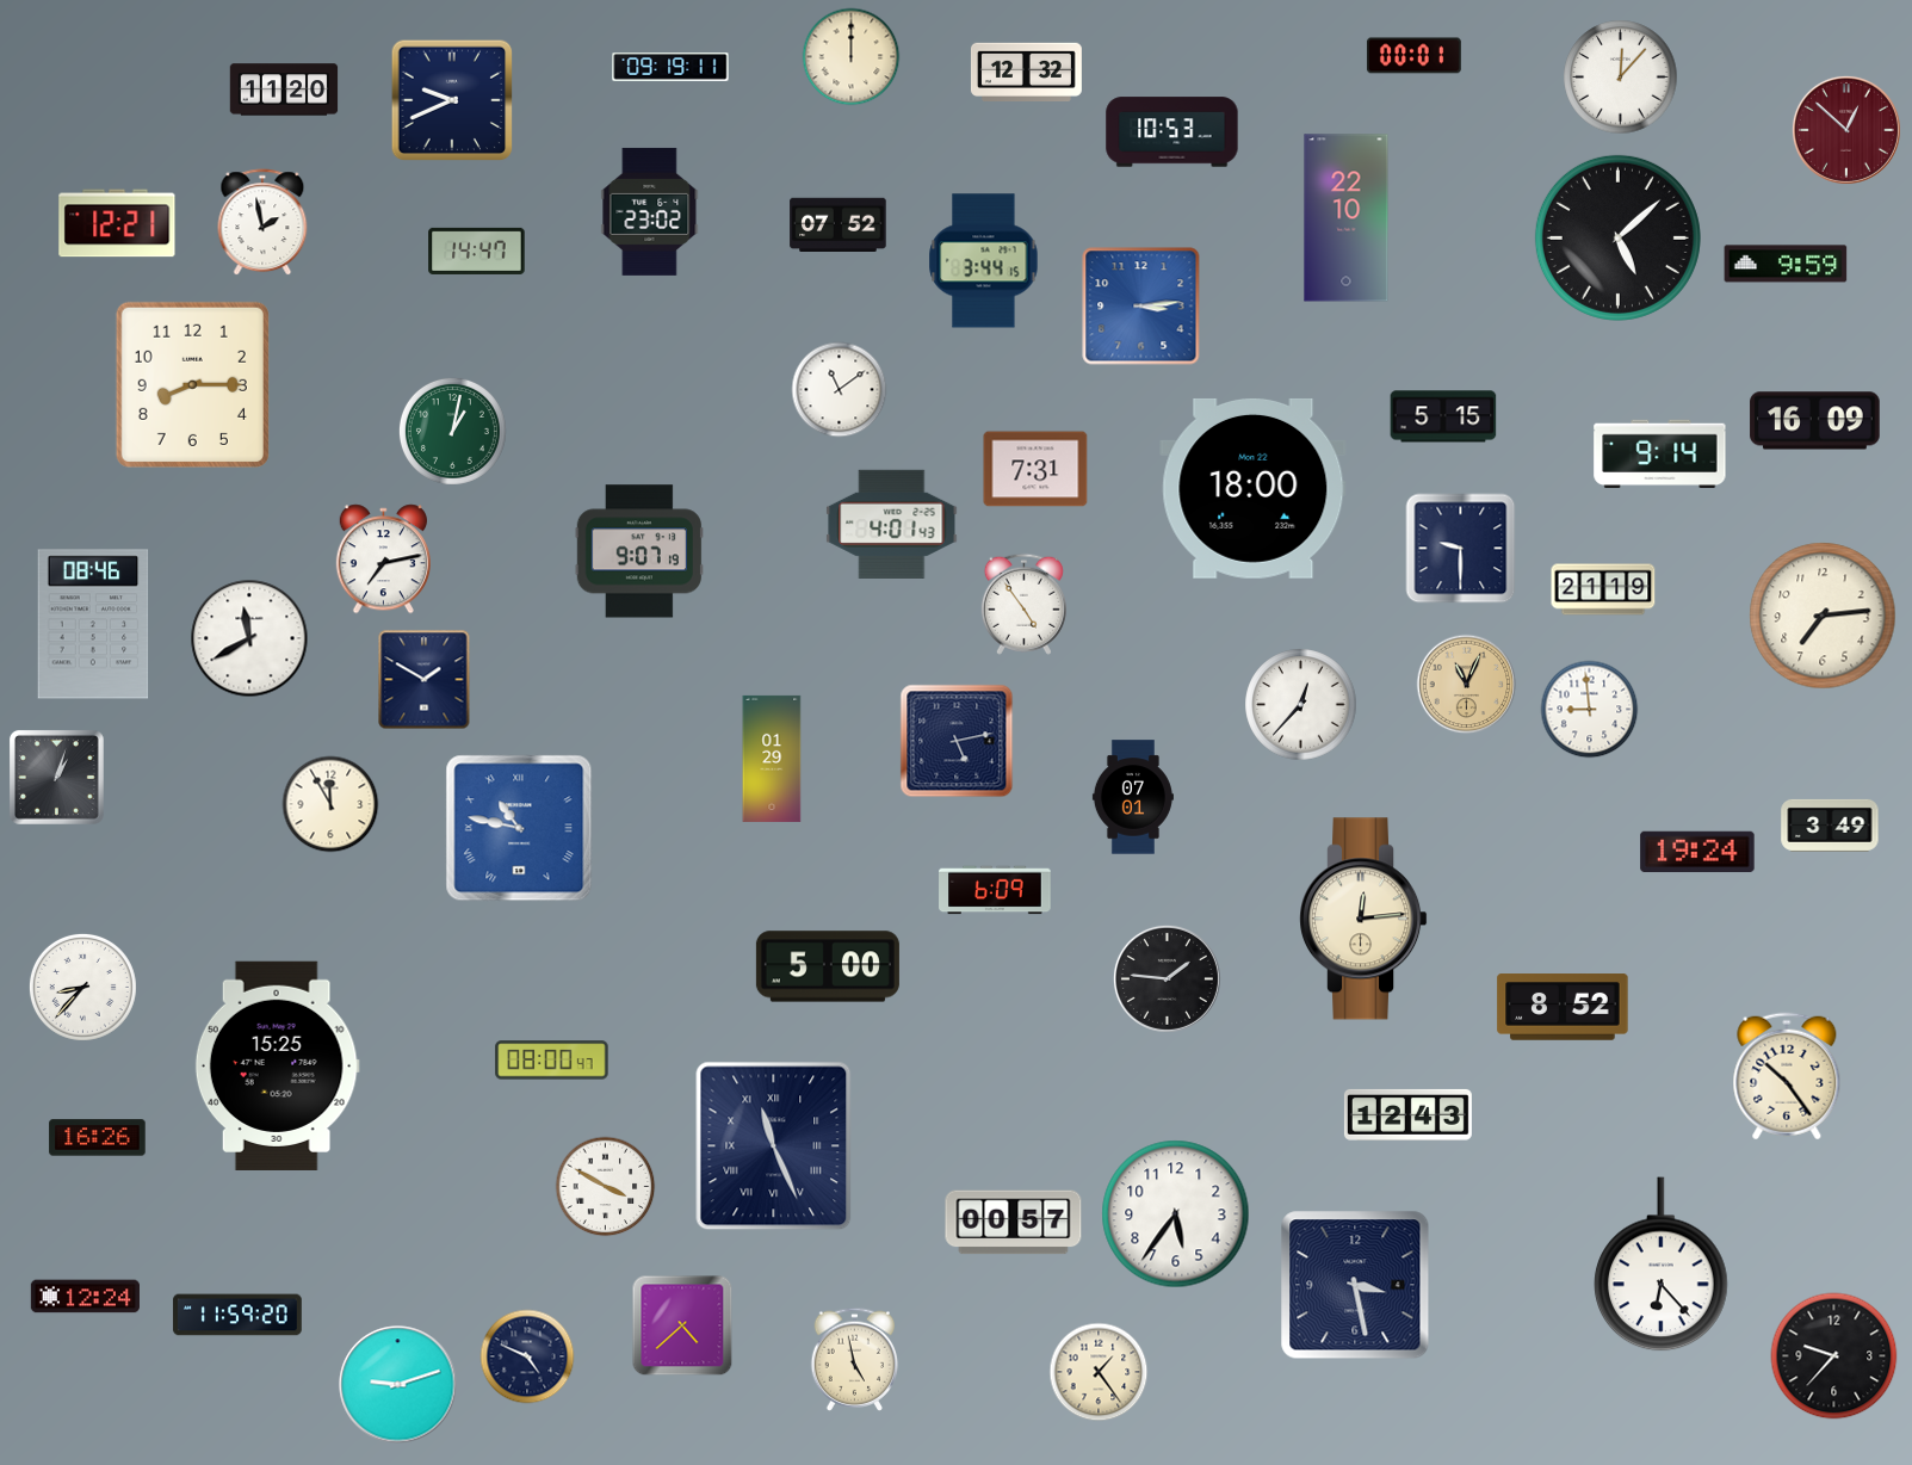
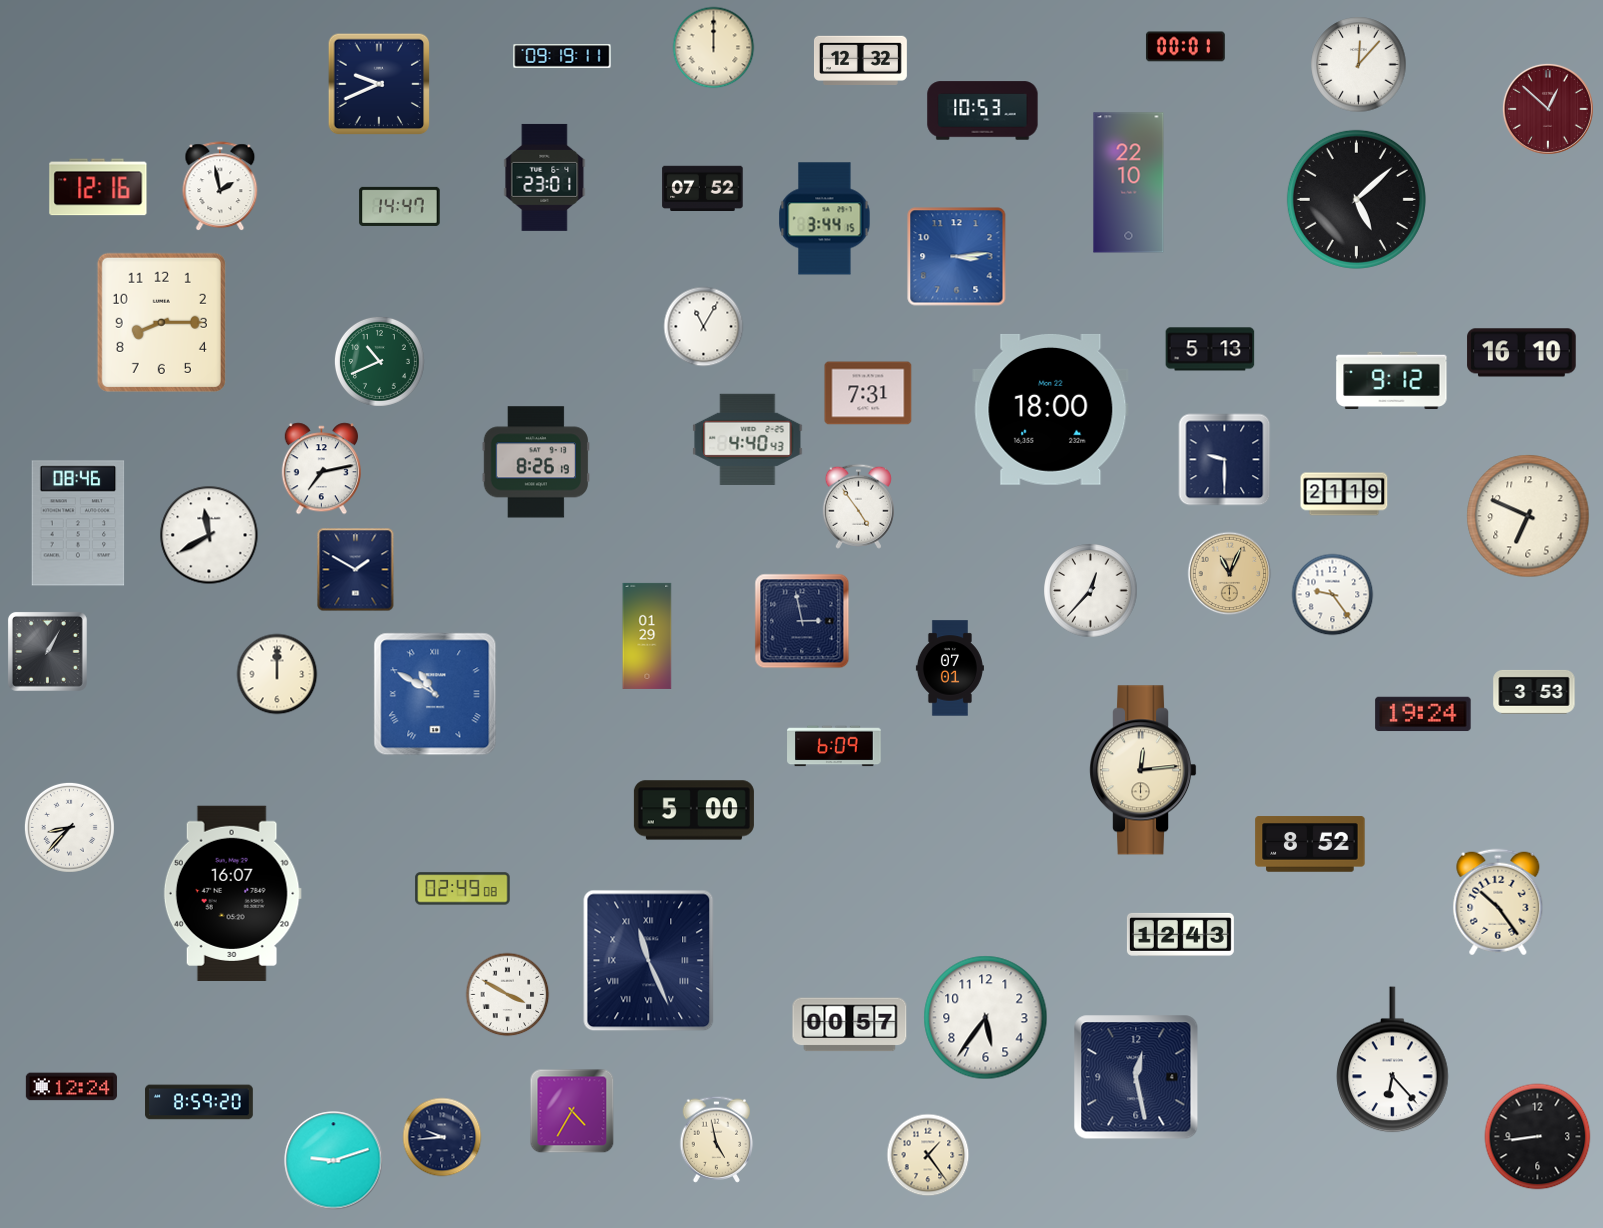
clock at (284, 89): 11:20 -> none
clock at (650, 211): 23:02 -> 23:01
clock at (117, 223): 12:21 -> 12:16
clock at (477, 251) position: (477, 251) -> (400, 206)
clock at (1786, 264): 9:59 -> none
clock at (840, 390): 11:09 -> 11:05
clock at (1443, 416): 5:15 -> 5:13
clock at (1815, 421): 16:09 -> 16:10
clock at (452, 431): 1:02 -> 10:41
clock at (1660, 455): 9:14 -> 9:12
clock at (892, 524): 4:01 -> 4:40
clock at (638, 551): 9:07 -> 8:26
clock at (1823, 616): 7:14 -> 6:49
clock at (1590, 710): 8:59 -> 9:24
clock at (957, 741): 5:13 -> 2:58
clock at (56, 777): 1:03 -> 1:05
clock at (330, 804): 11:55 -> 12:00
clock at (1830, 826): 3:49 -> 3:53
clock at (519, 828): 10:47 -> 10:50
clock at (1167, 978): 1:46 -> none
clock at (552, 1061): 08:00 -> 02:49
clock at (277, 1065): 15:25 -> 16:07
clock at (98, 1138): 16:26 -> none
clock at (1355, 1285): 3:28 -> 12:28
clock at (237, 1315): 11:59 -> 8:59
clock at (682, 1325): 4:38 -> 4:35
clock at (527, 1356): 4:49 -> 9:44
clock at (1834, 1356): 9:37 -> 8:44
clock at (1099, 1372) position: (1099, 1372) -> (928, 1155)
